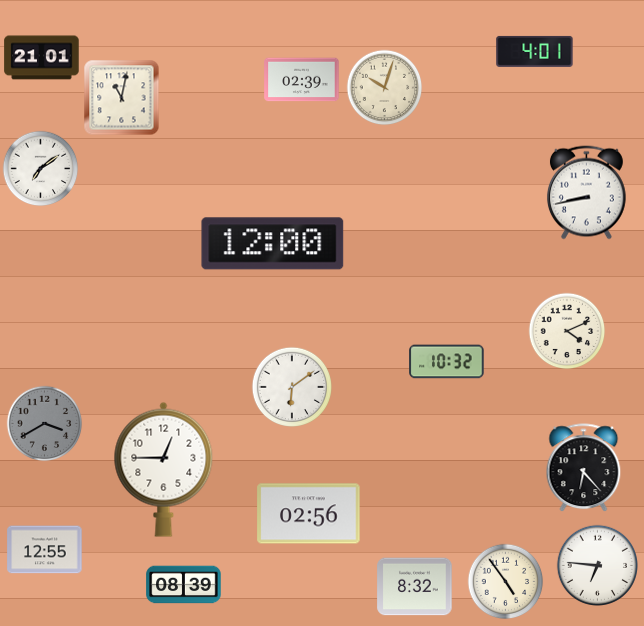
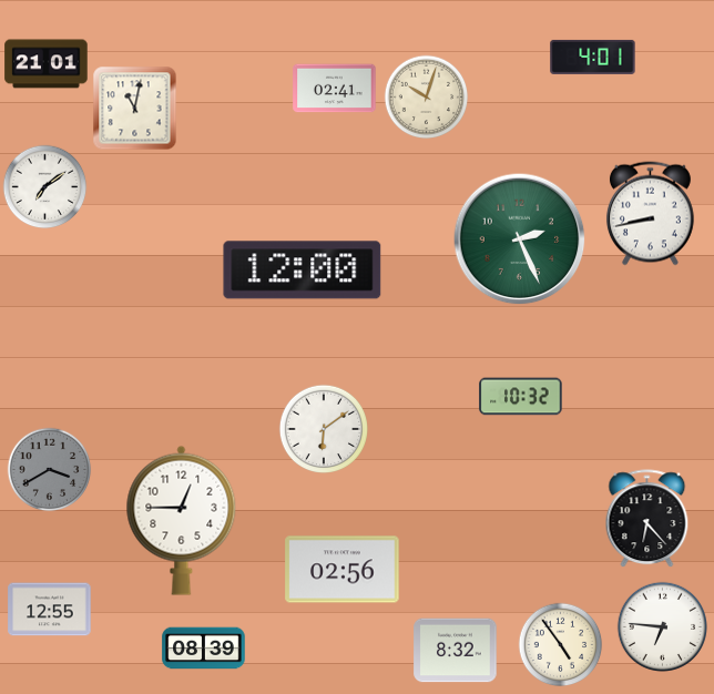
clock at (302, 80): 02:39 -> 02:41
clock at (520, 239): none -> 2:26
clock at (567, 331): 4:11 -> none
clock at (447, 362) position: (447, 362) -> (521, 397)
clock at (415, 587) position: (415, 587) -> (456, 651)
